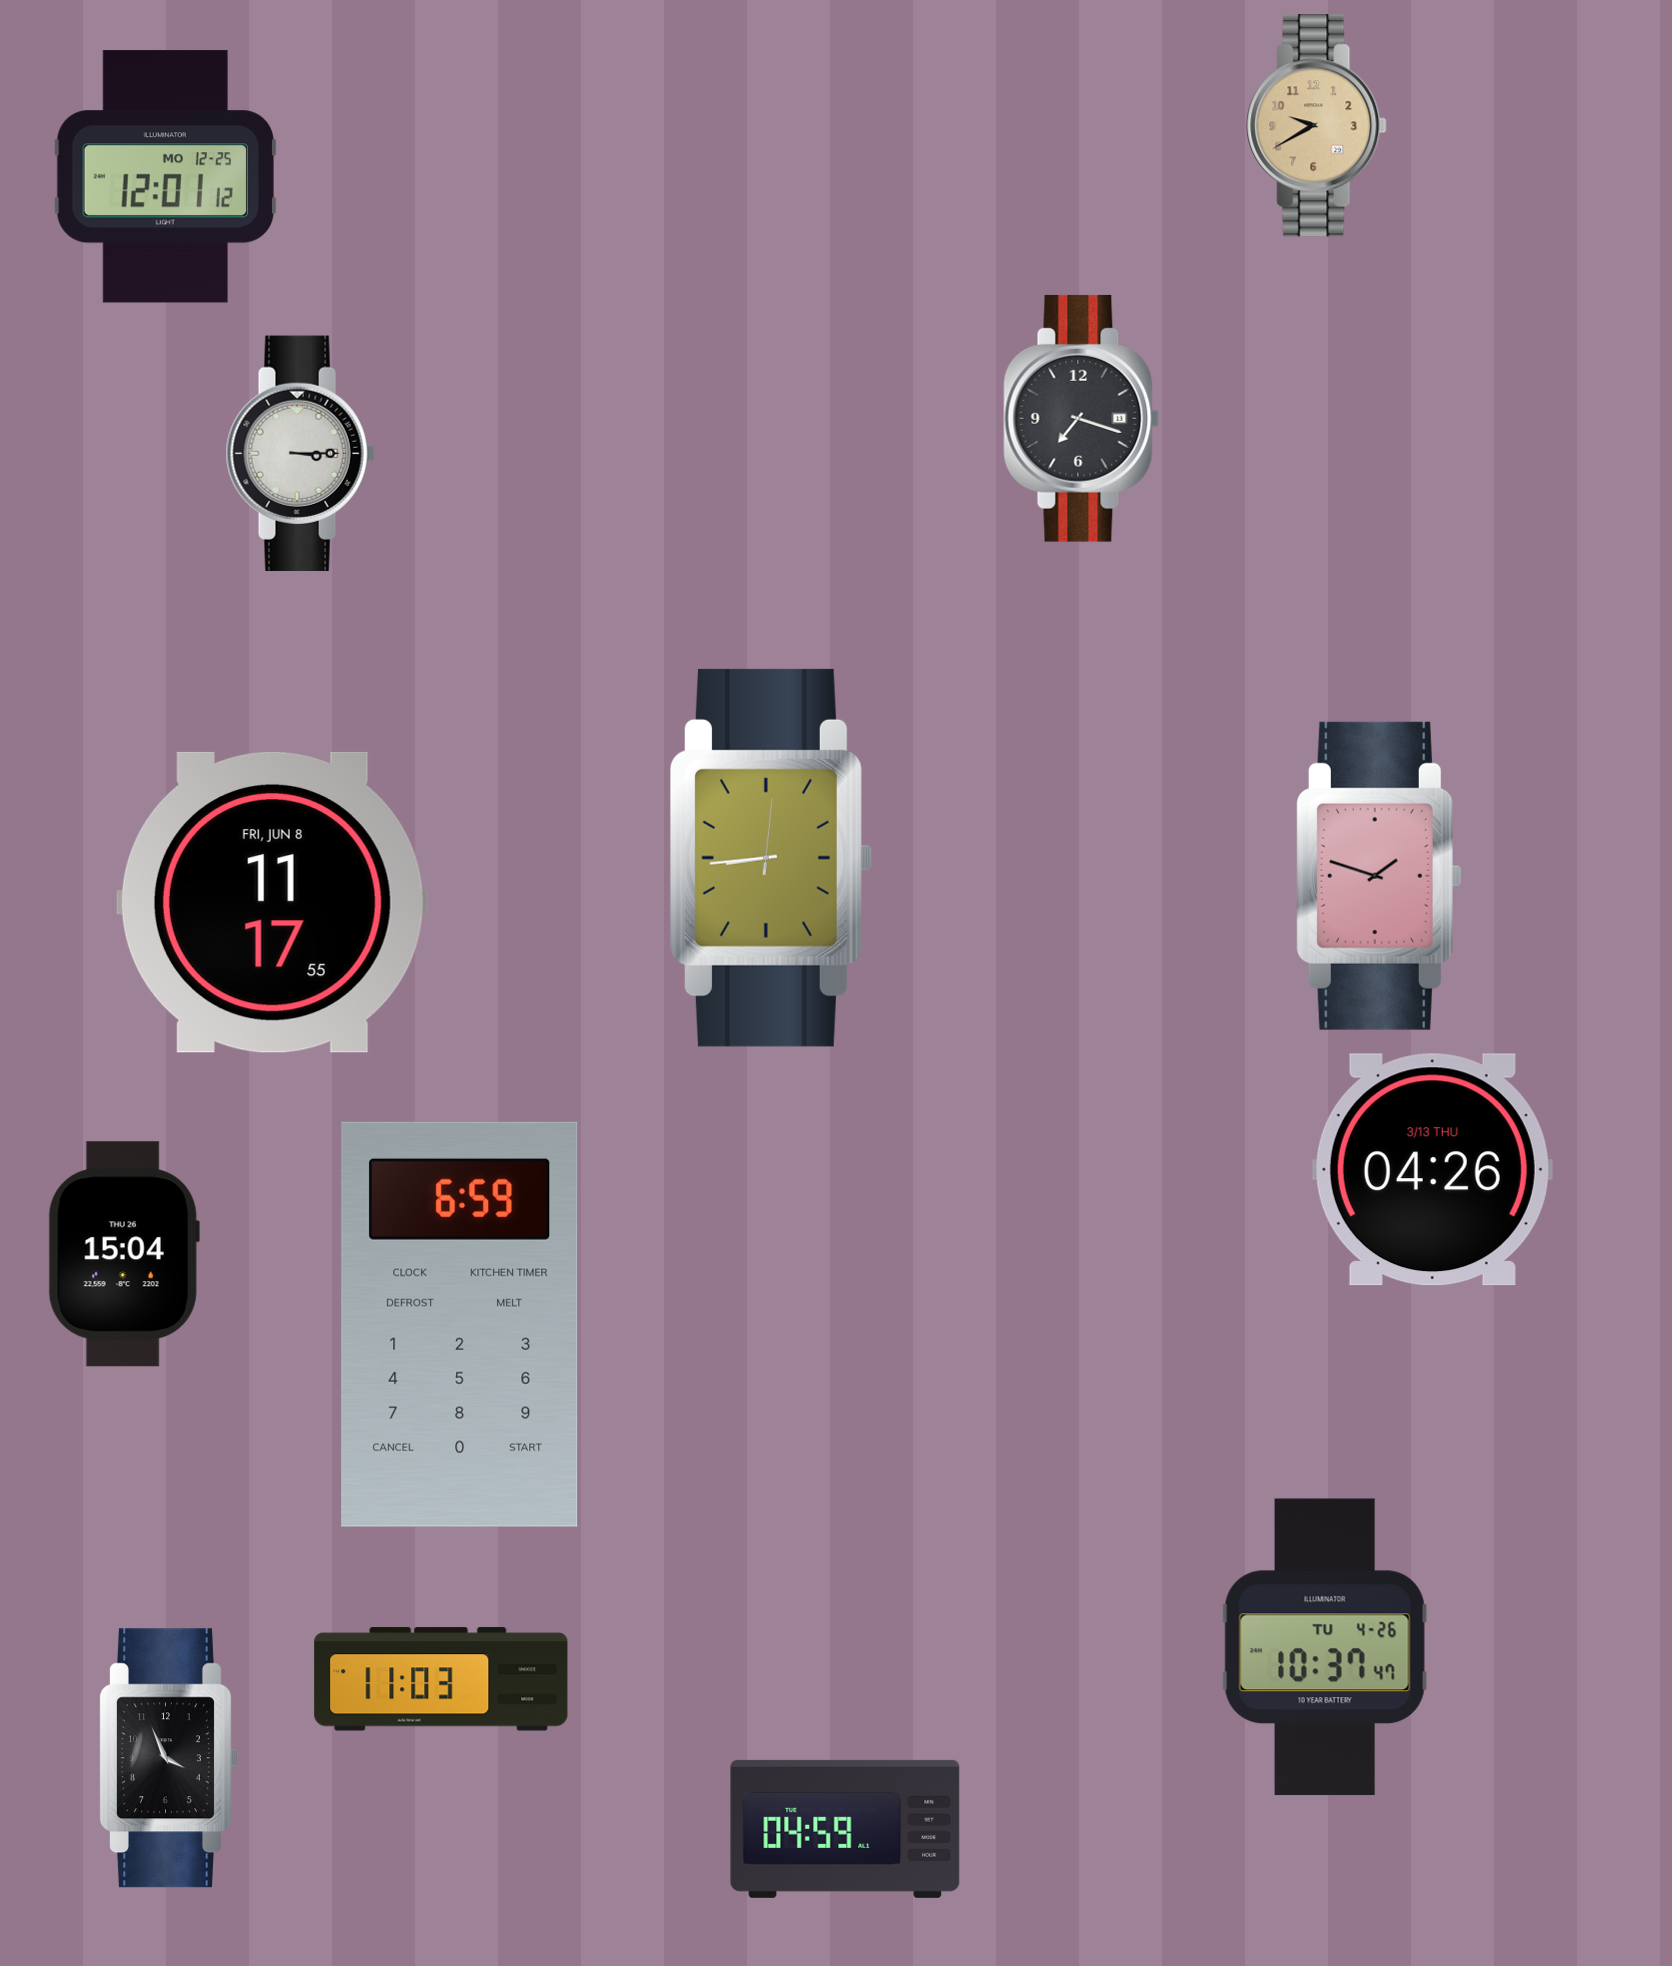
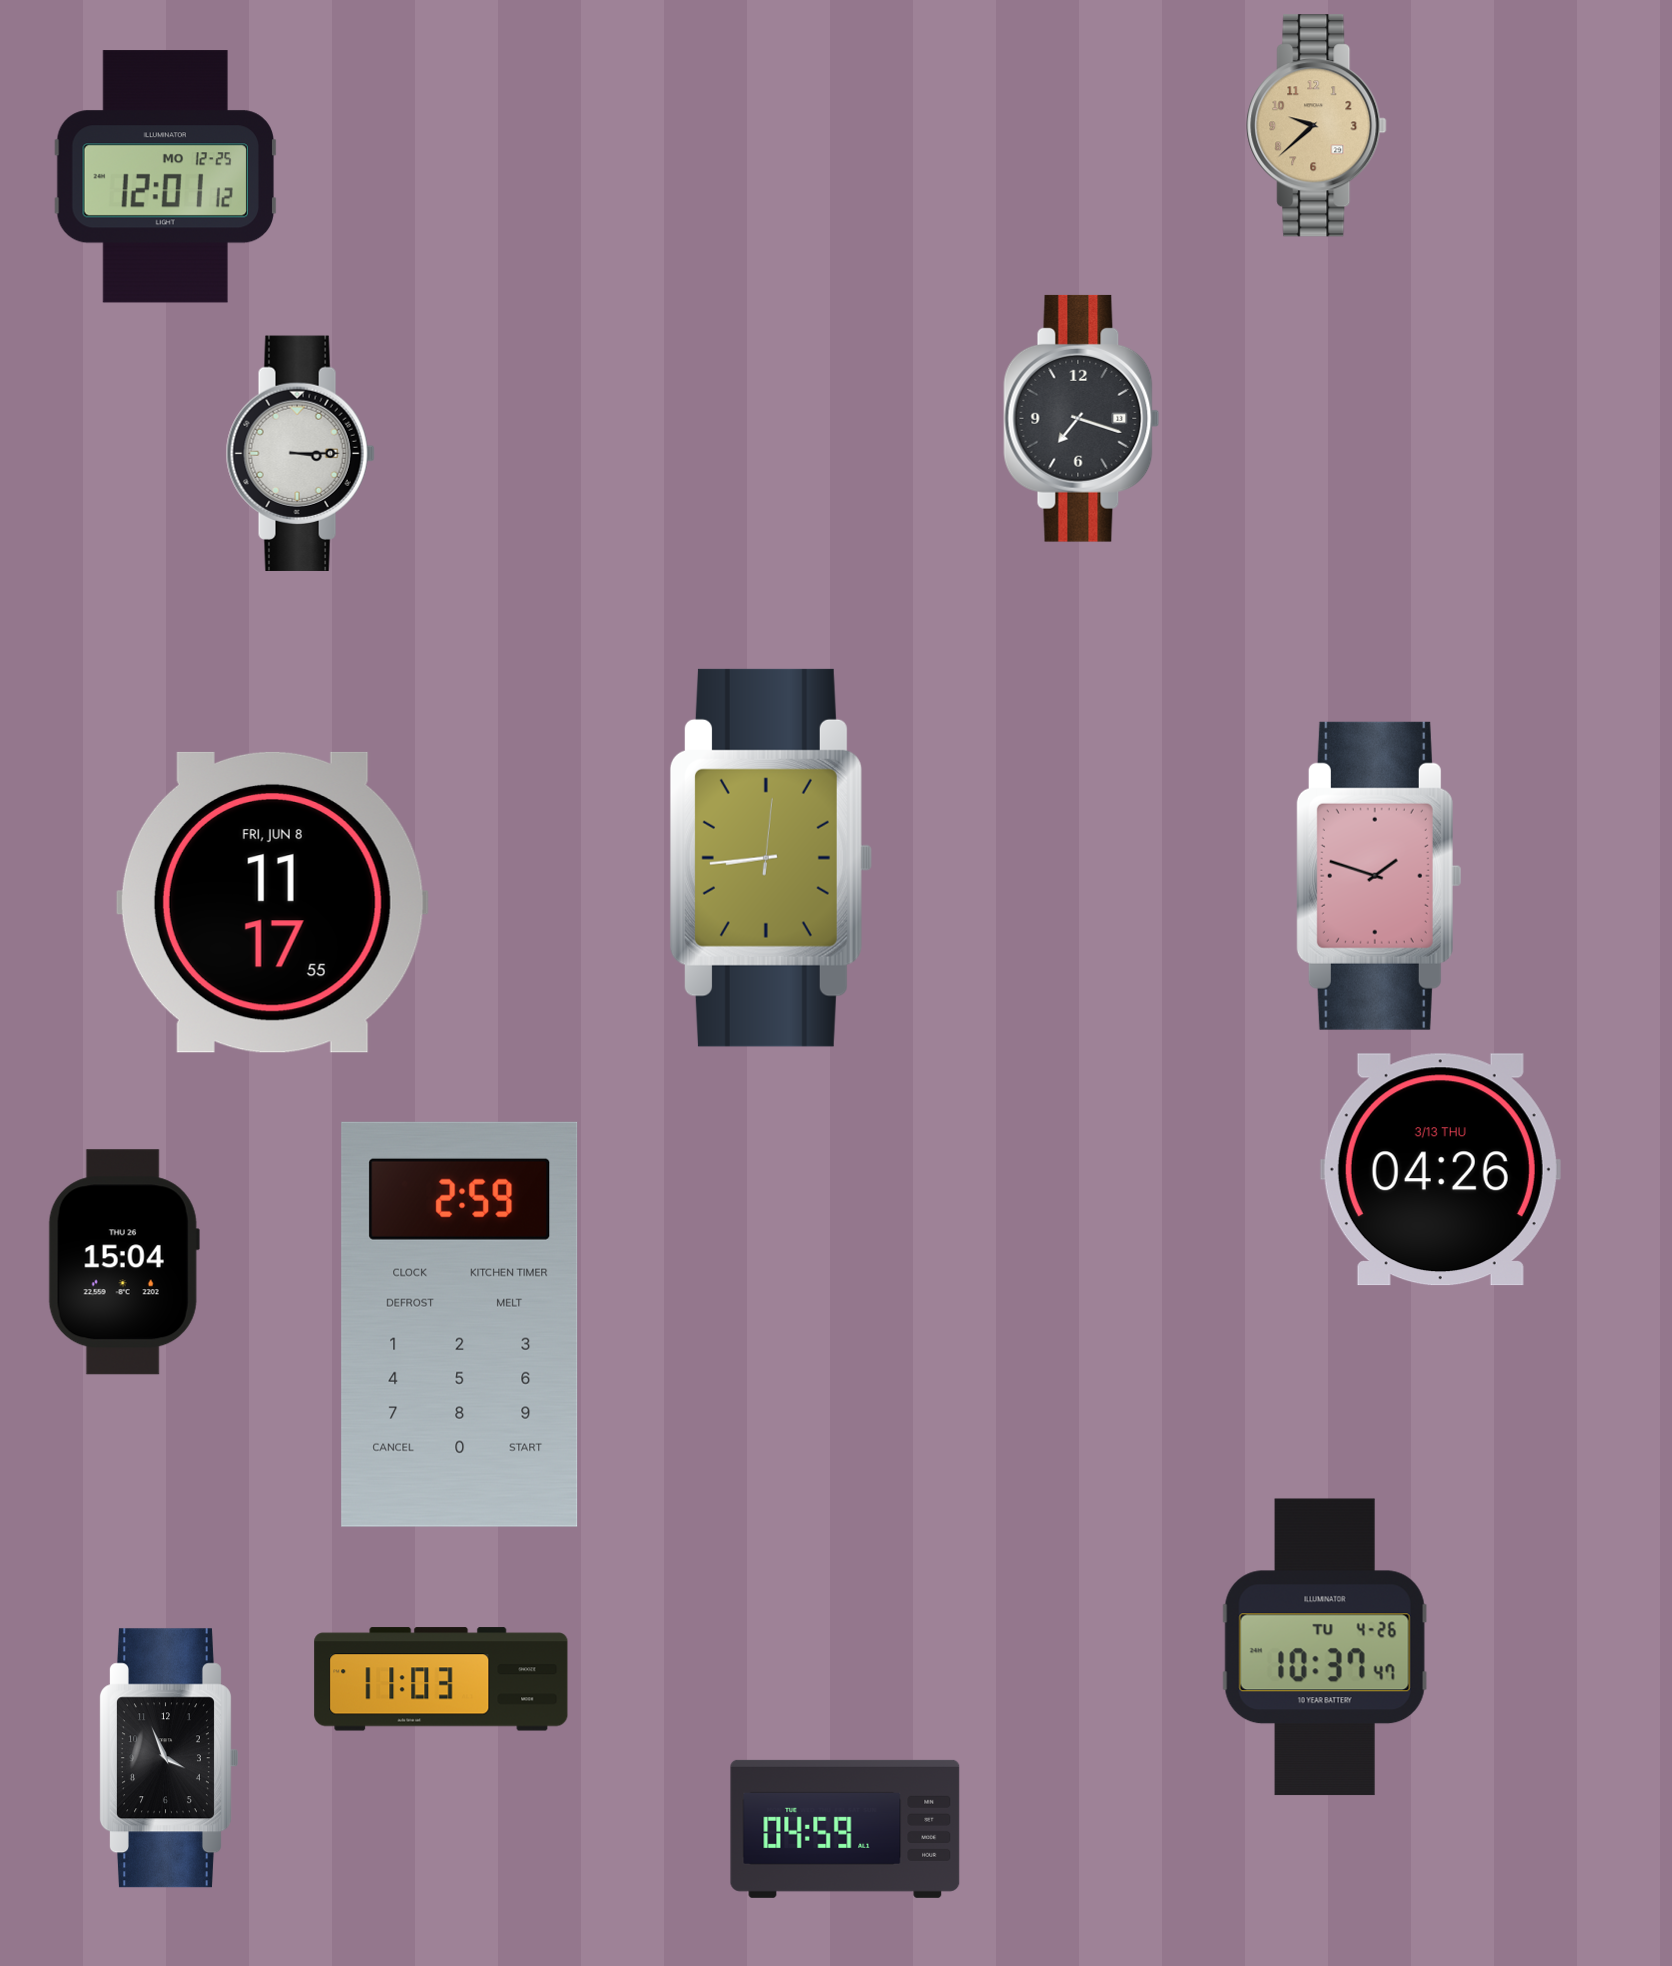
clock at (1317, 126): 9:40 -> 9:38
clock at (1432, 1170) position: (1432, 1170) -> (1440, 1170)
clock at (124, 1254) position: (124, 1254) -> (124, 1262)
clock at (460, 1324): 6:59 -> 2:59
